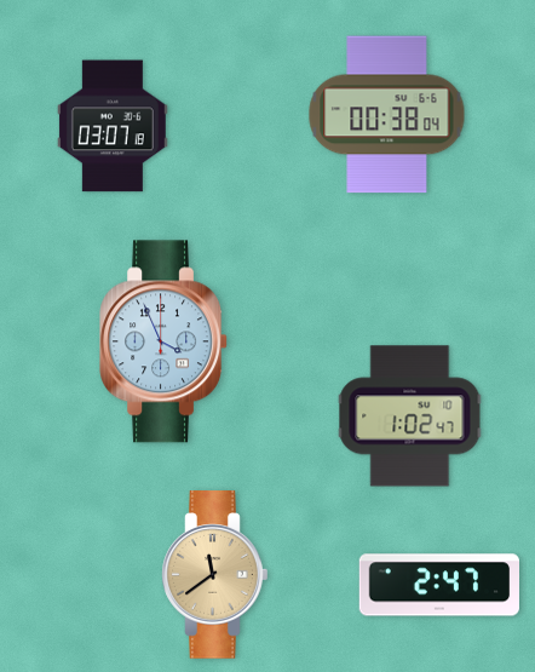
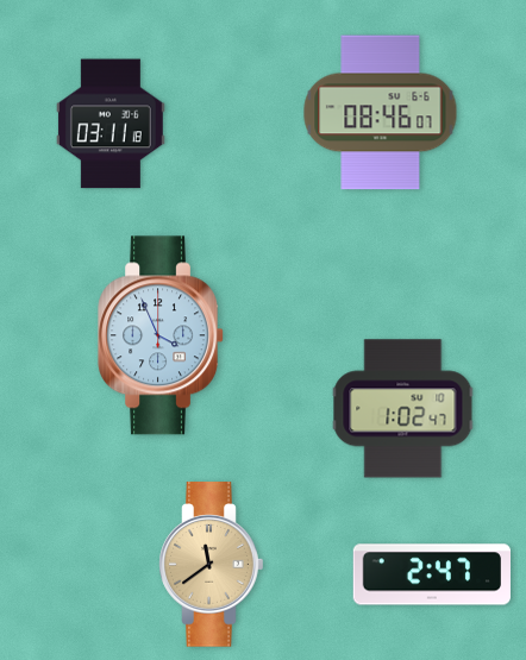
clock at (387, 115): 00:38 -> 08:46
clock at (113, 126): 03:07 -> 03:11
